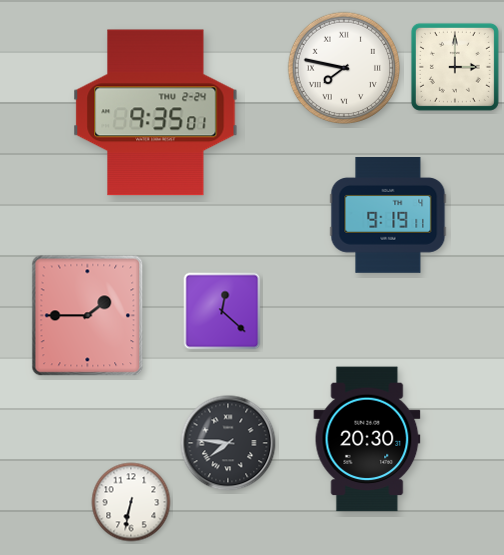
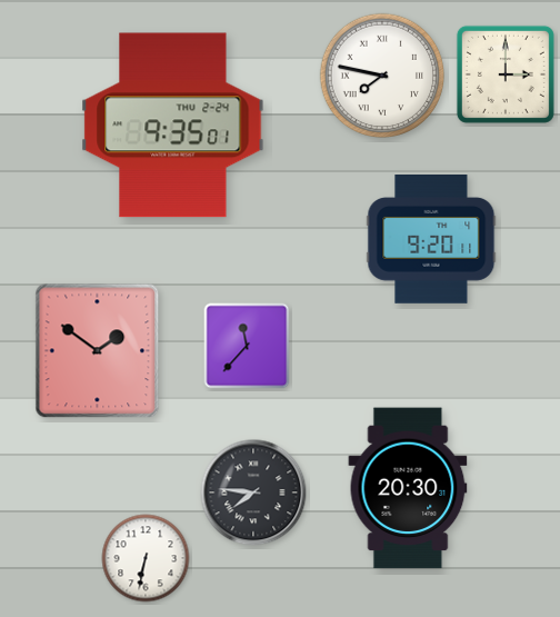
clock at (388, 216): 9:19 -> 9:20
clock at (222, 311): 12:22 -> 11:37
clock at (88, 316): 1:45 -> 1:51
